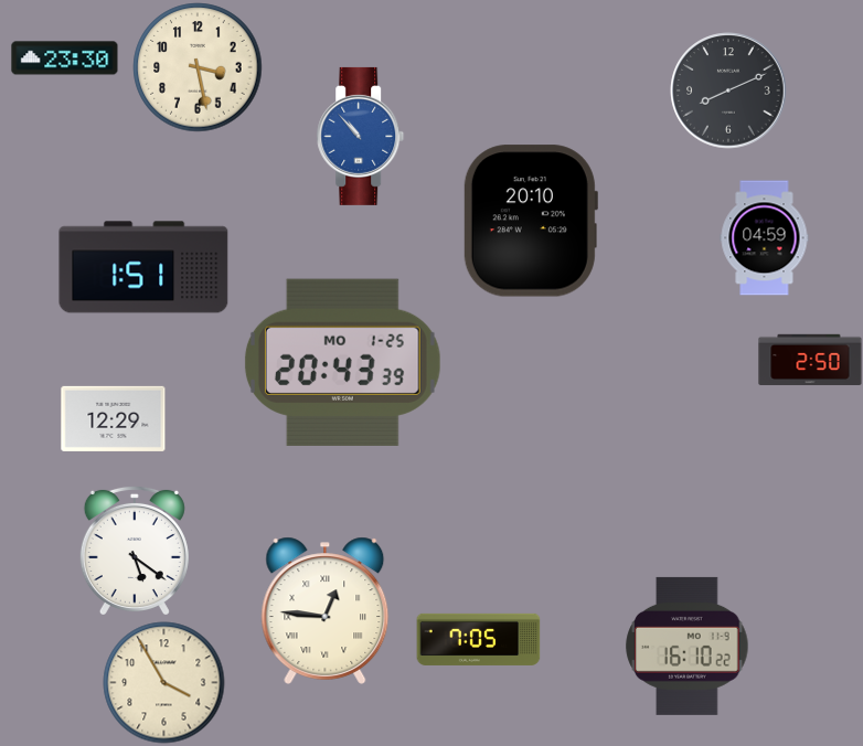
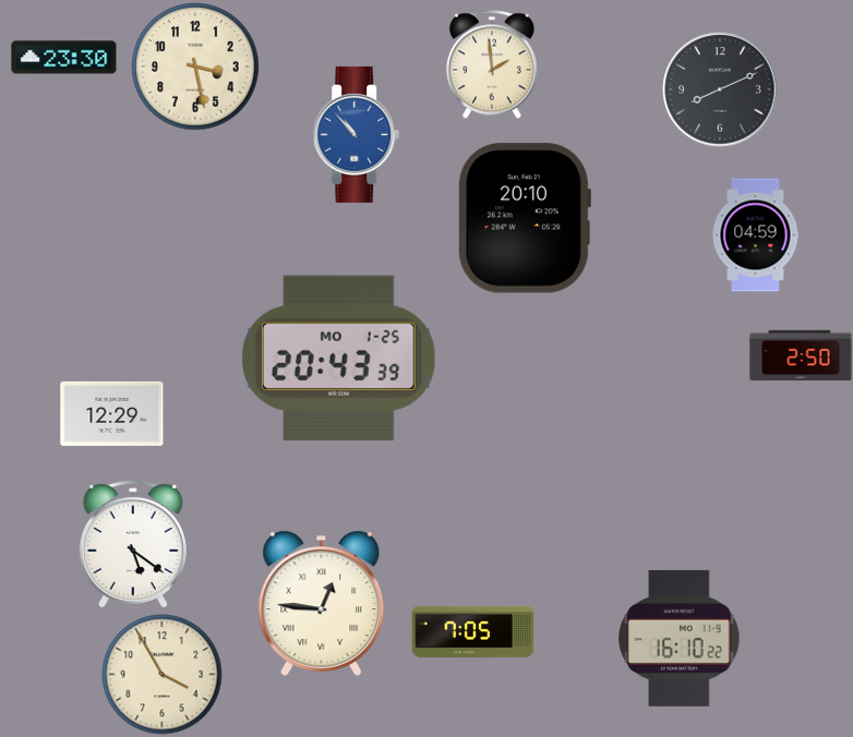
clock at (492, 64): none -> 1:59
clock at (143, 267): 1:51 -> none
